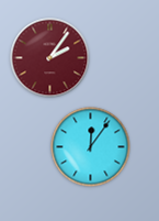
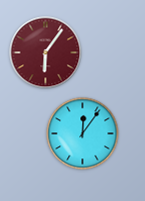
clock at (50, 58): 2:06 -> 6:06
